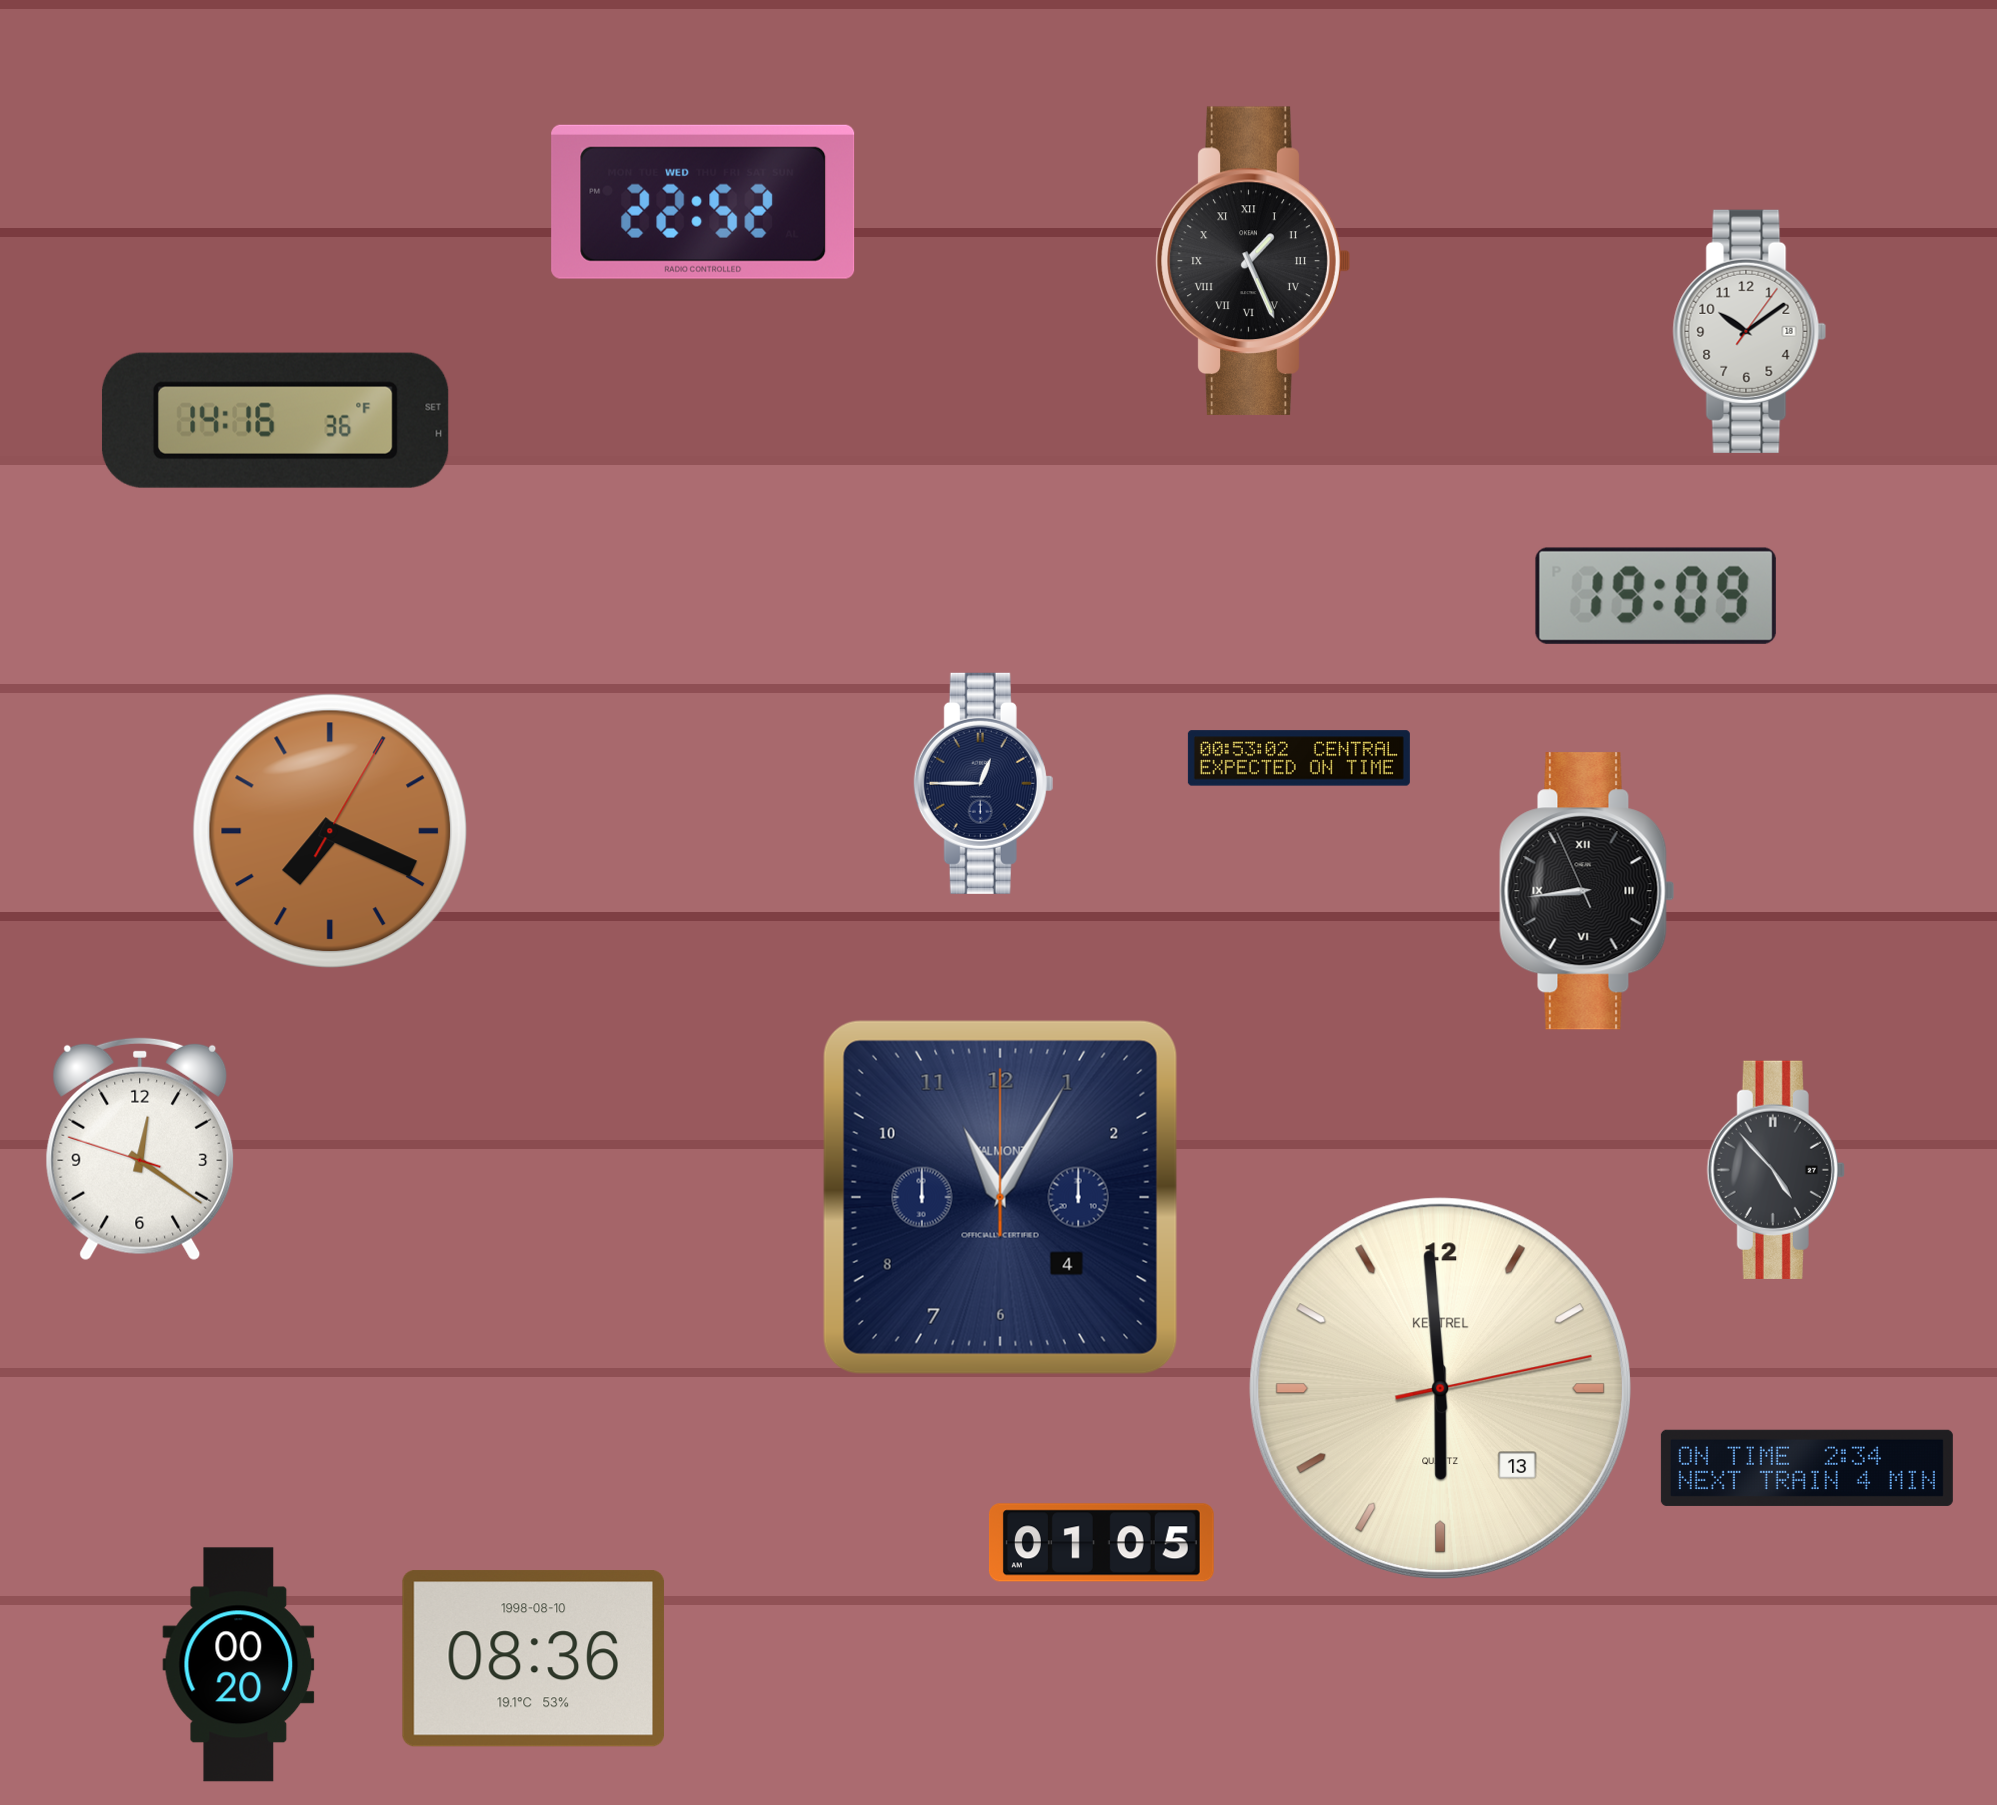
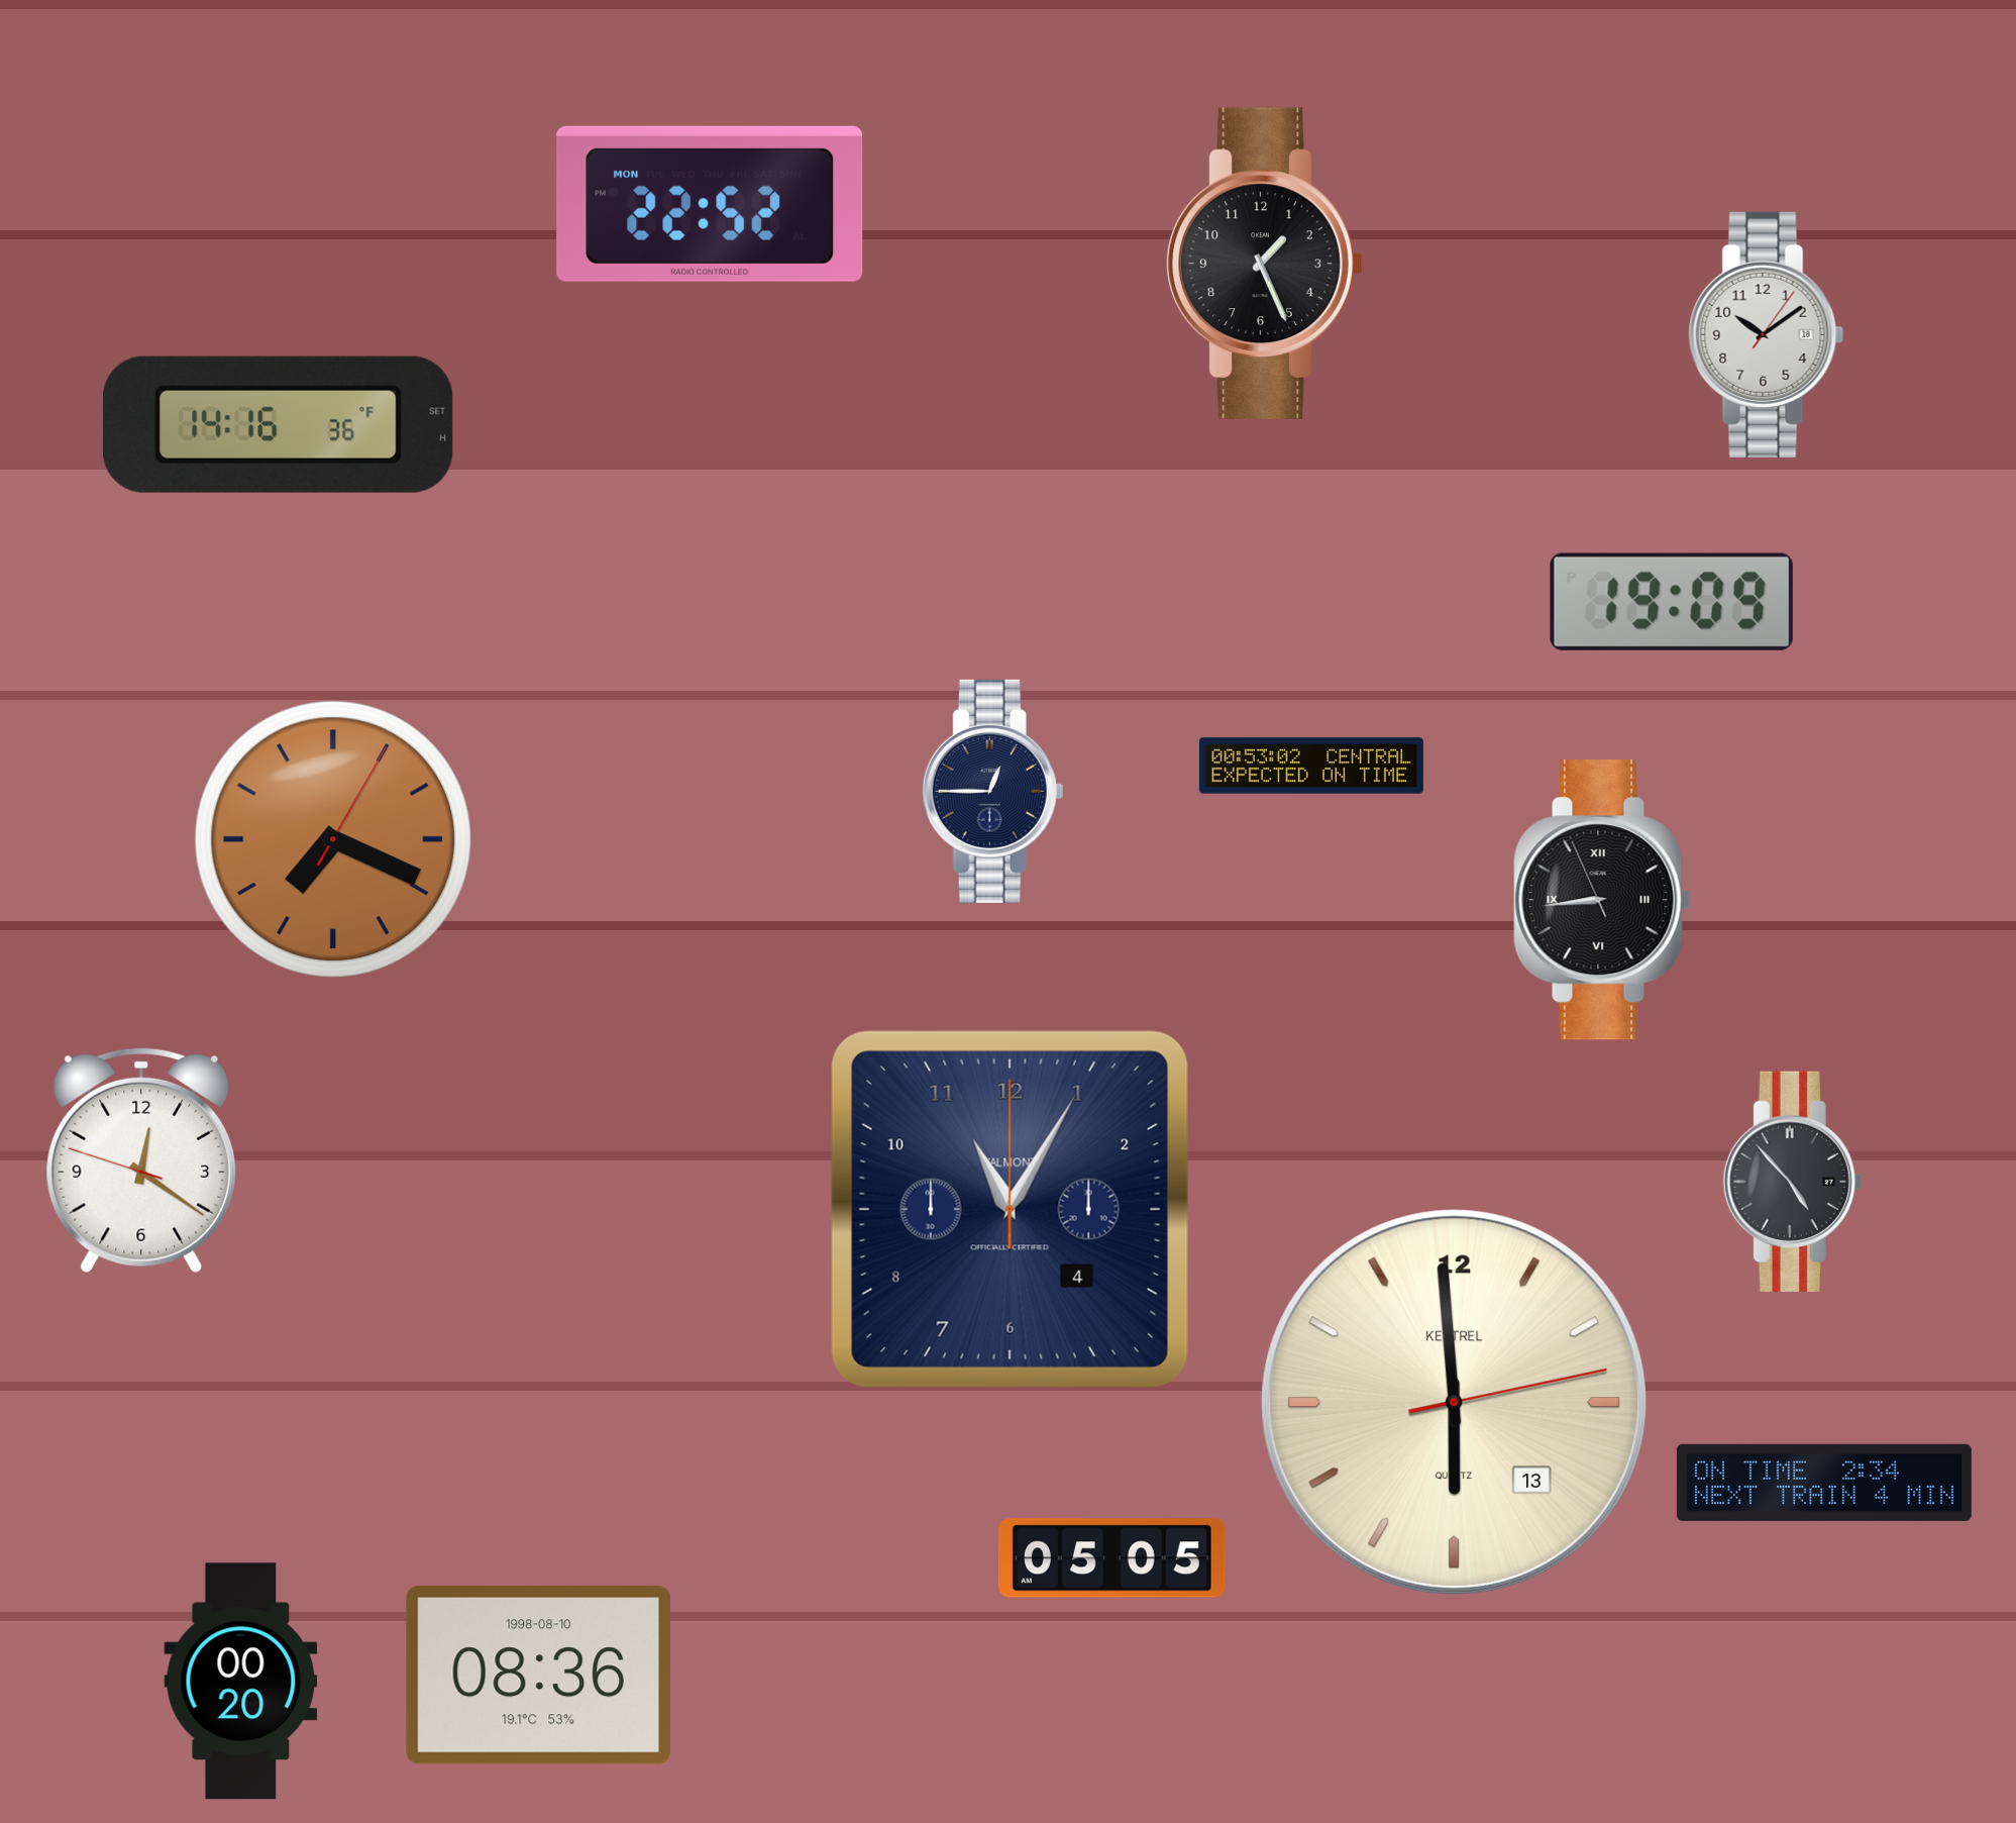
clock at (703, 202) date: WED -> MON
clock at (1253, 261) numerals: Roman -> Arabic
clock at (1101, 1543): 01:05 -> 05:05
